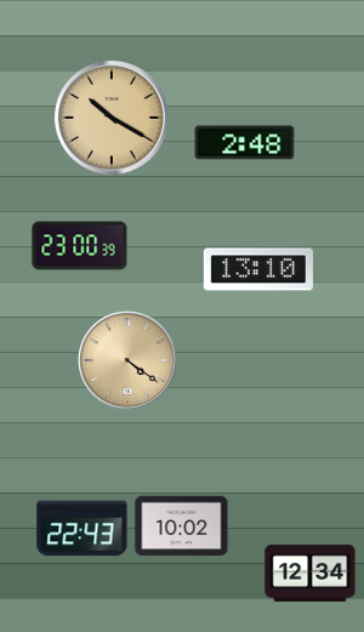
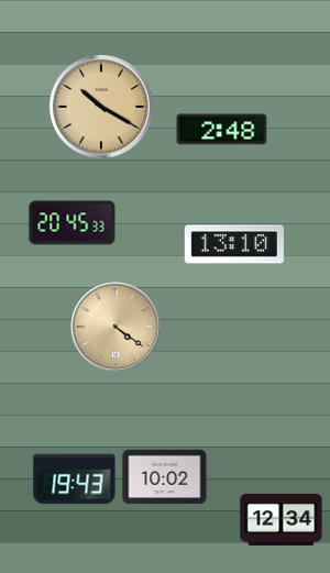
clock at (80, 246): 23:00 -> 20:45
clock at (83, 529): 22:43 -> 19:43
